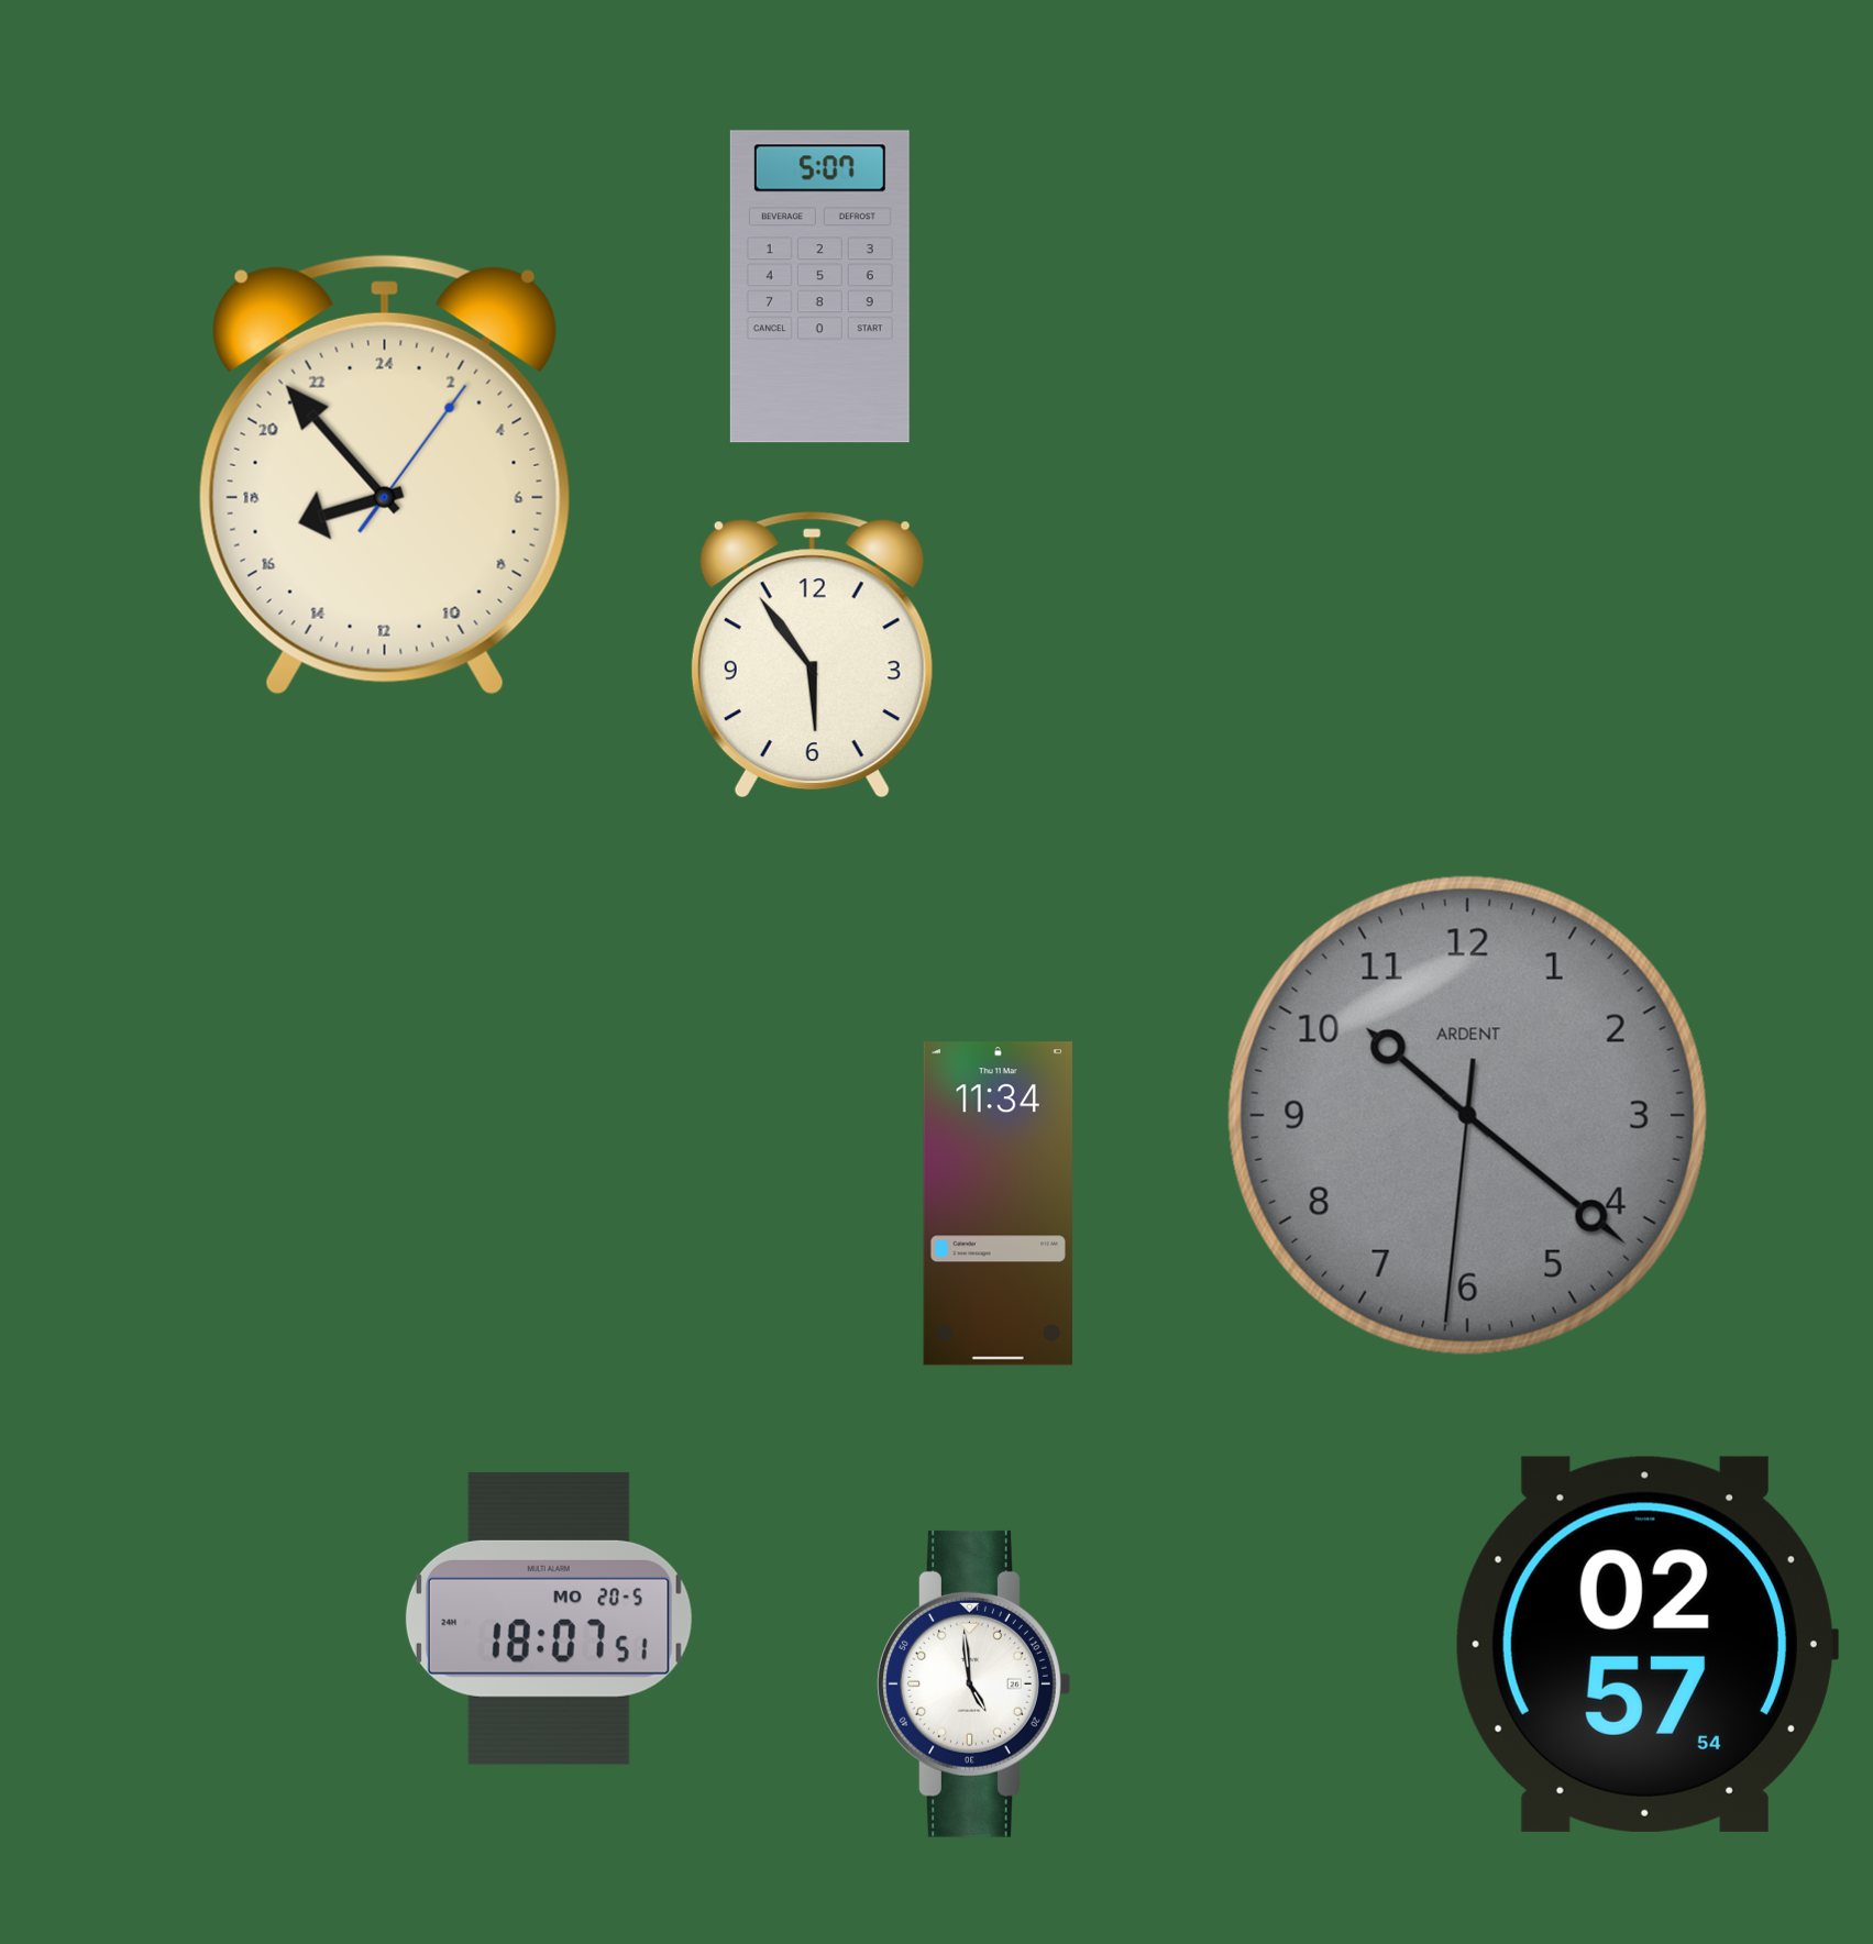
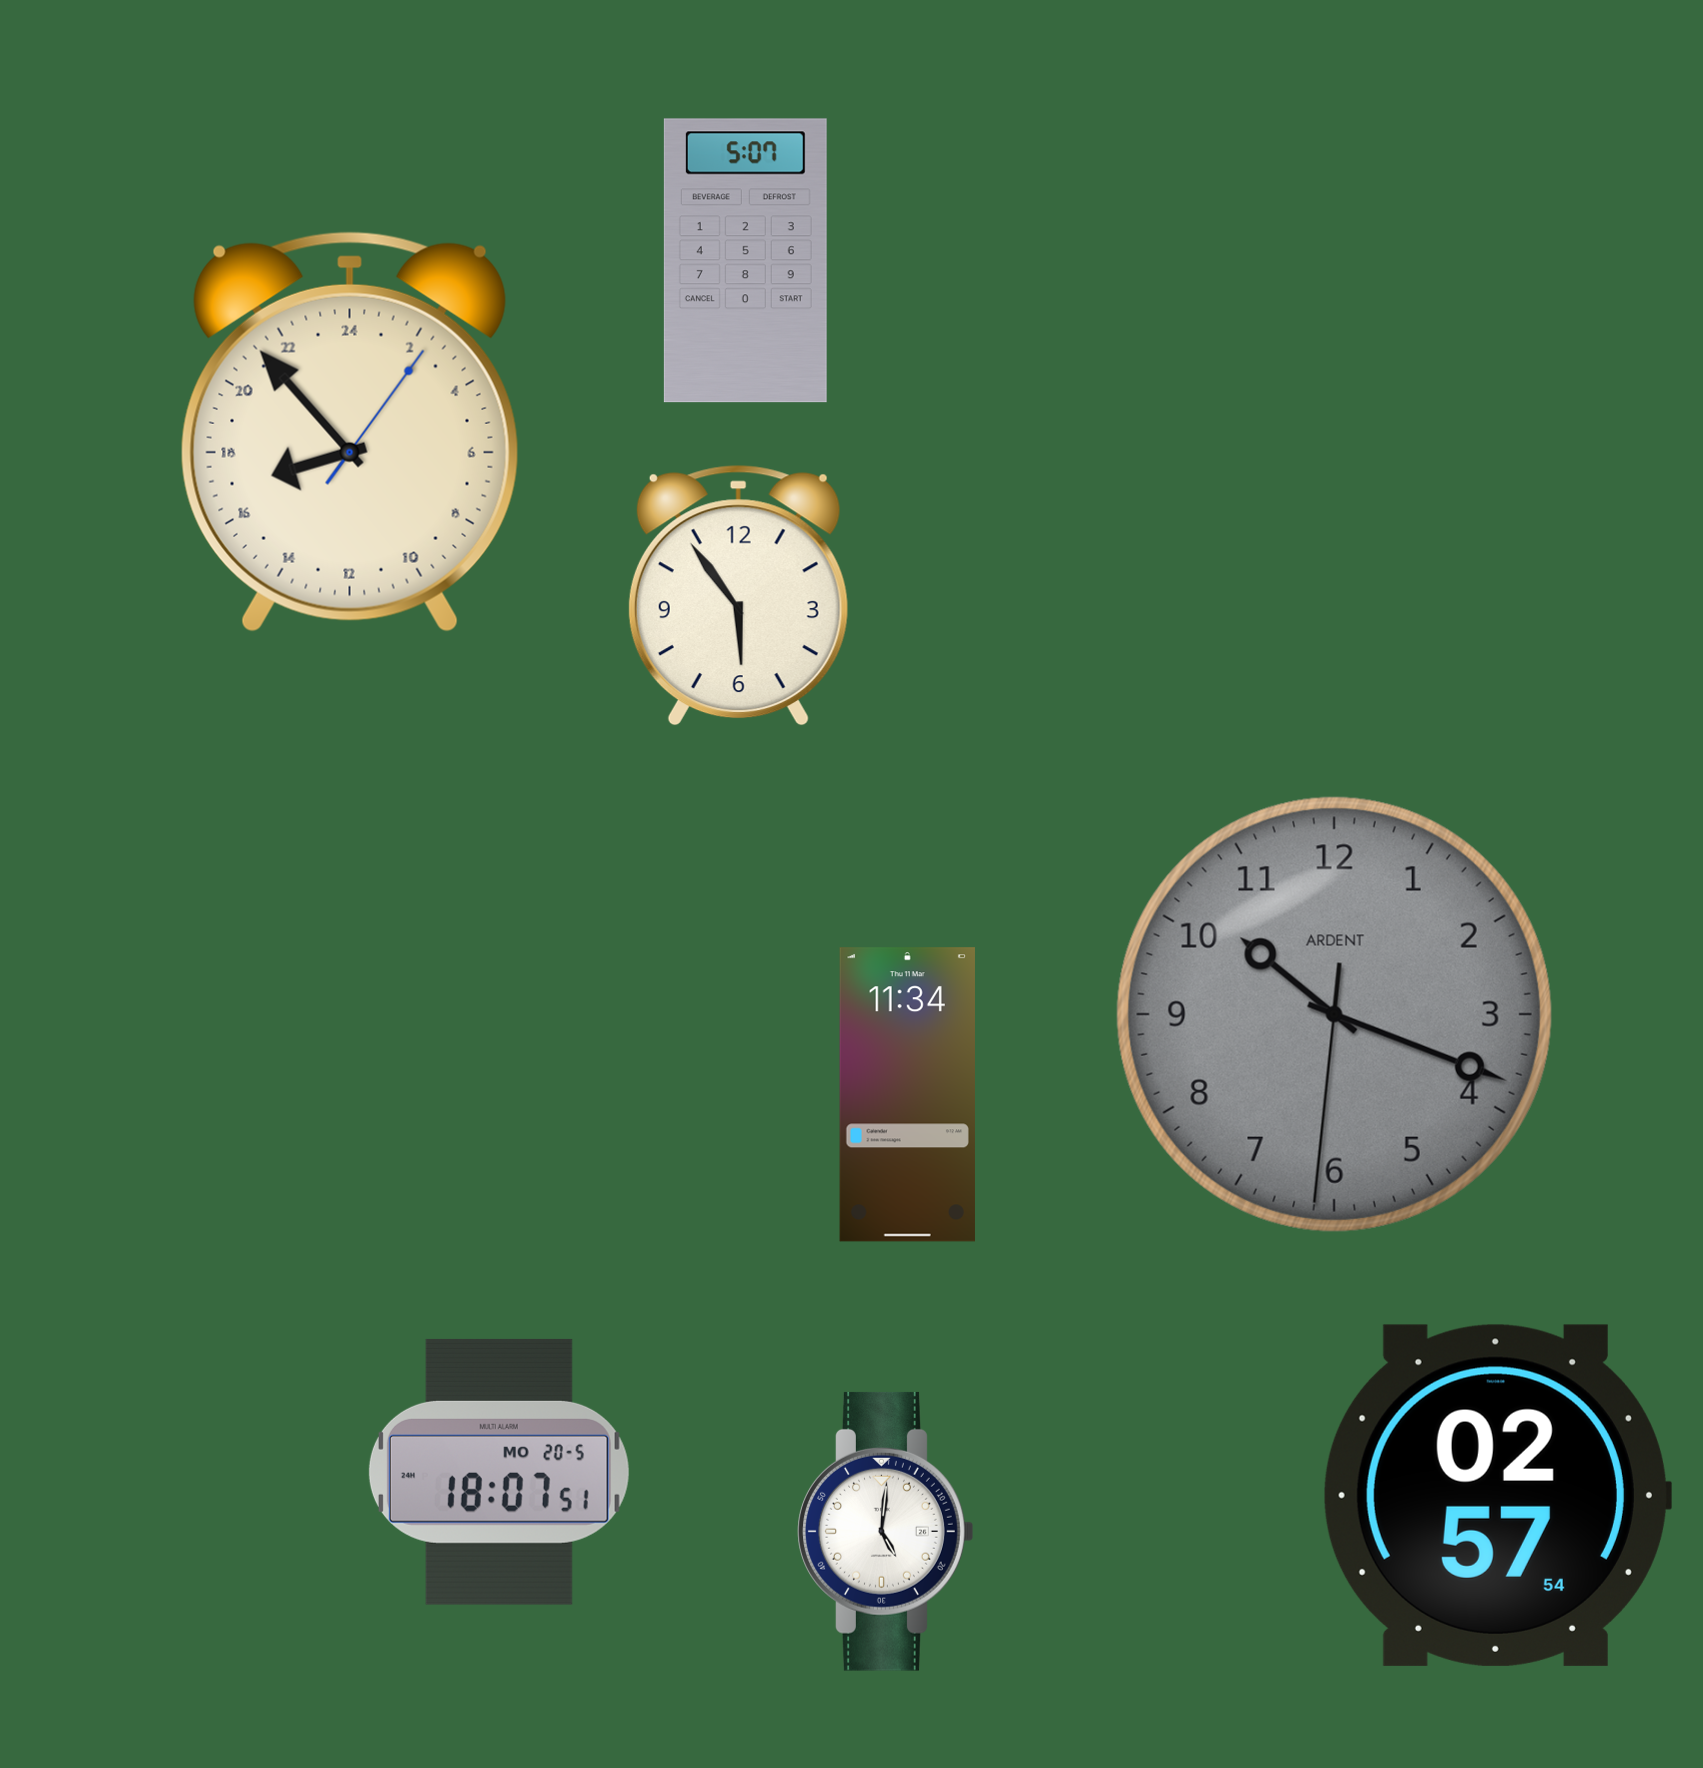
clock at (1467, 1115): 10:21 -> 10:18
clock at (974, 1683): 4:59 -> 5:01
